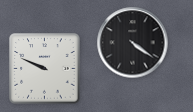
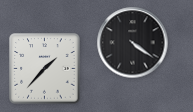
clock at (45, 69): 9:49 -> 1:37
